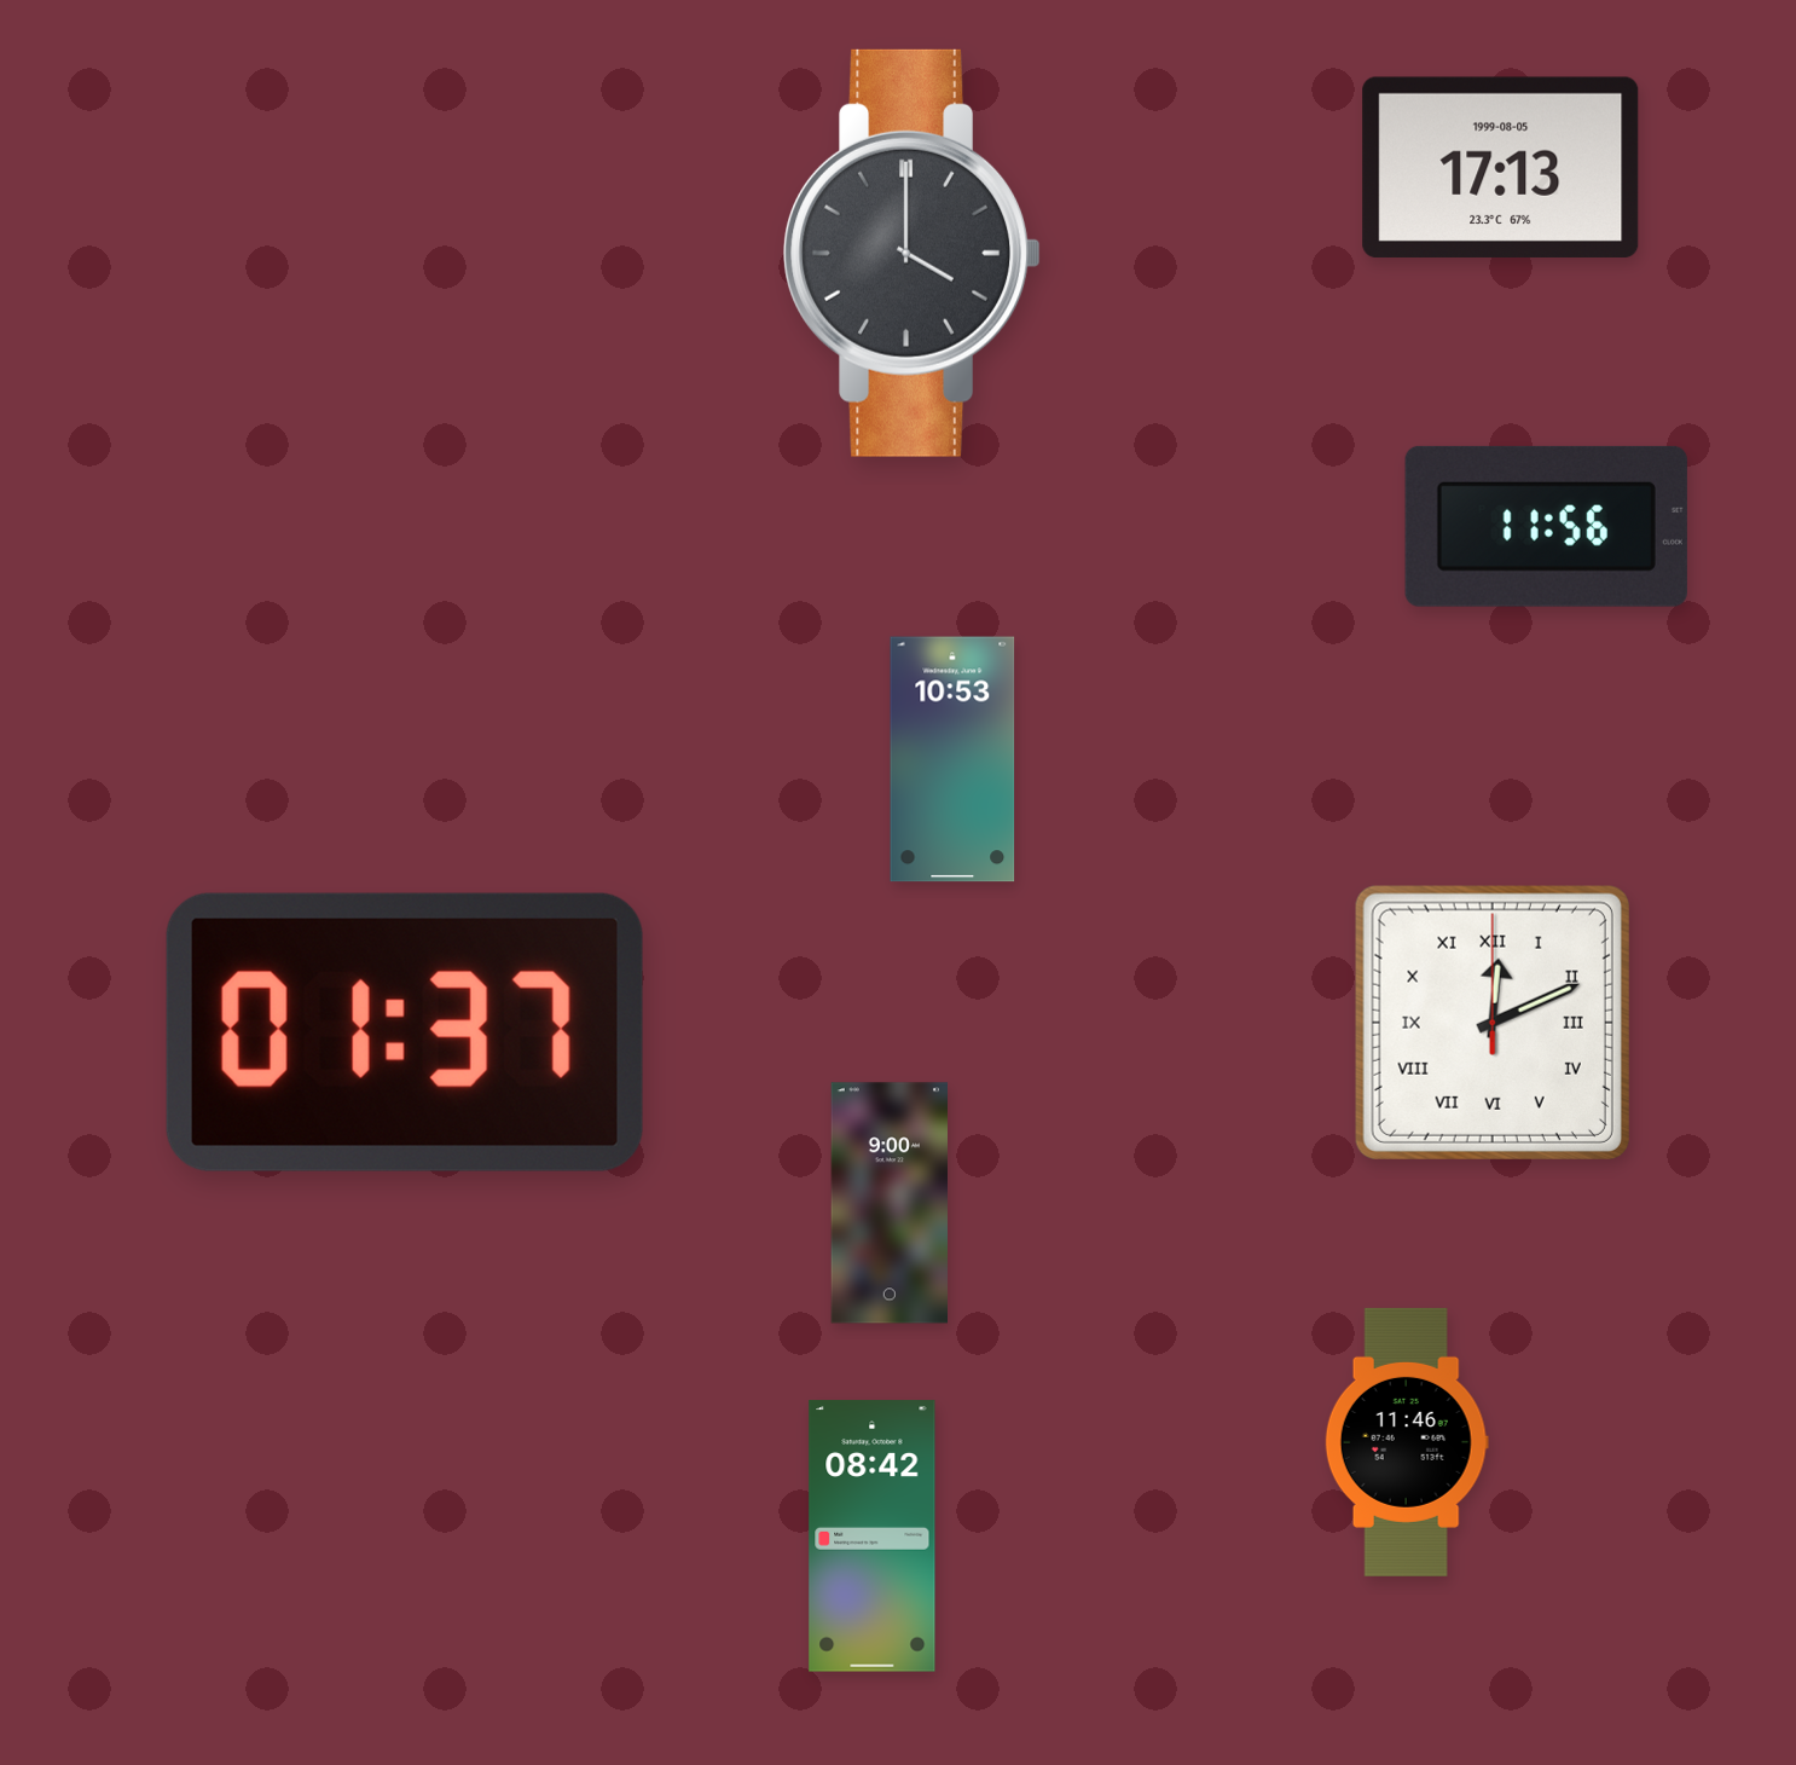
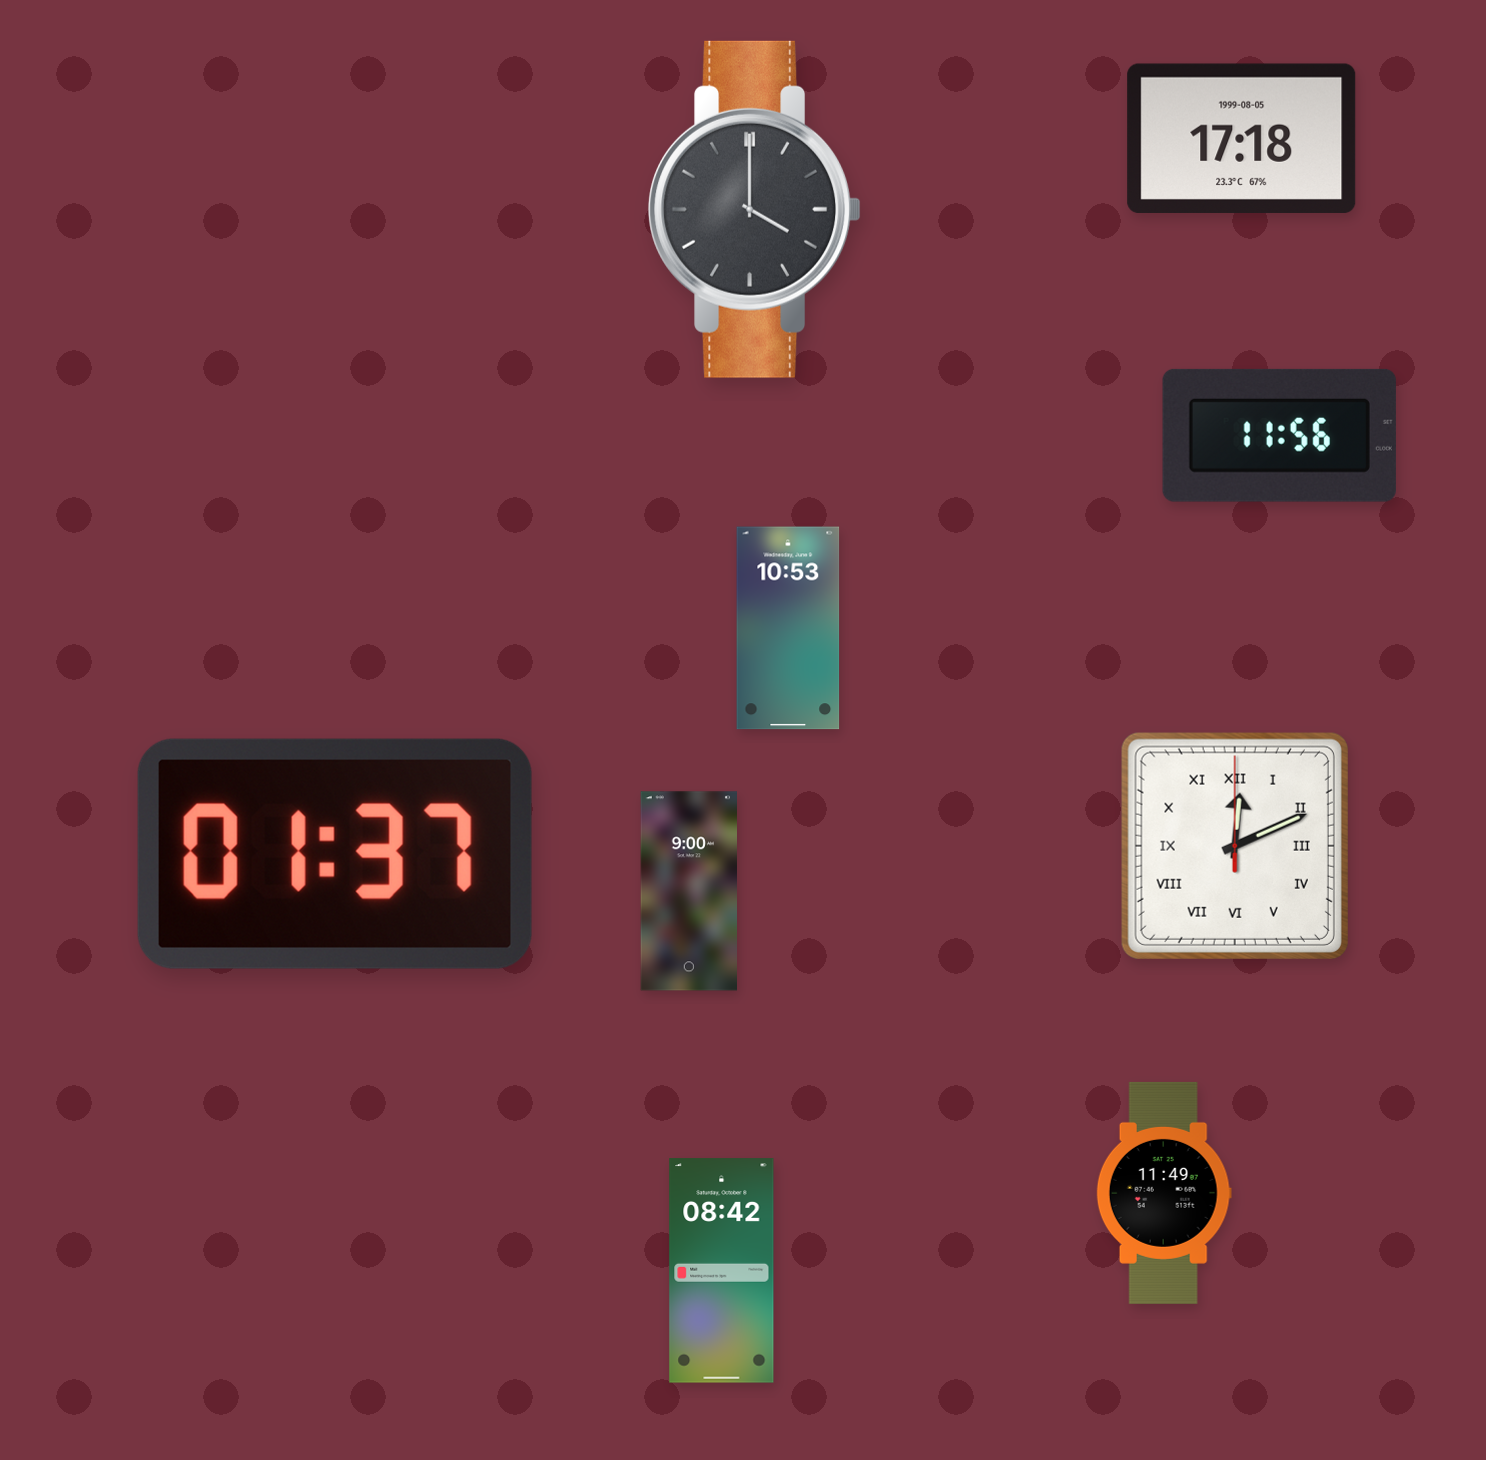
clock at (1501, 167): 17:13 -> 17:18
clock at (890, 1203) position: (890, 1203) -> (689, 891)
clock at (1407, 1442): 11:46 -> 11:49
